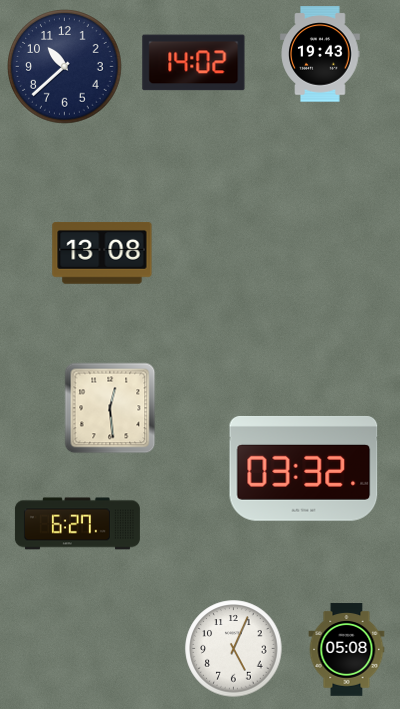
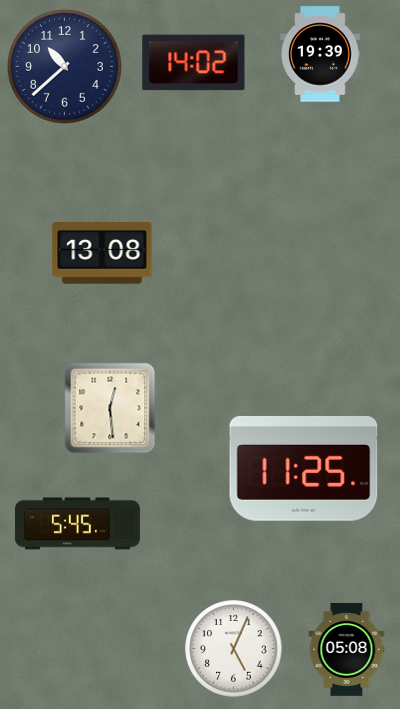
clock at (320, 54): 19:43 -> 19:39
clock at (304, 468): 03:32 -> 11:25
clock at (77, 524): 6:27 -> 5:45
